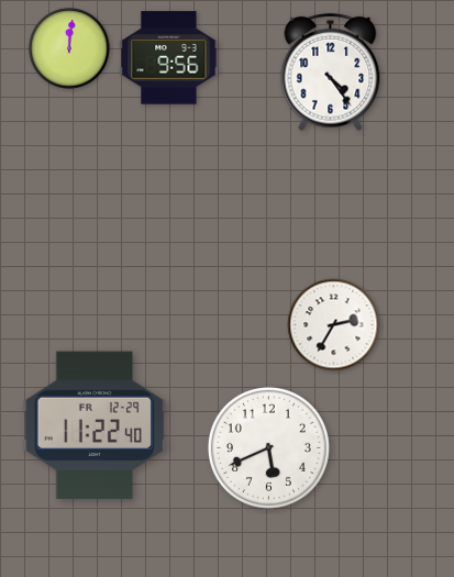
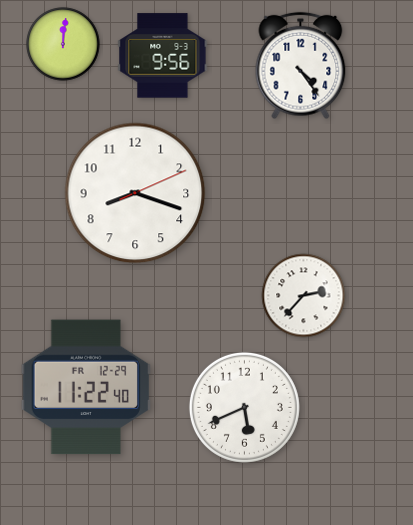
clock at (169, 58) position: (169, 58) -> (163, 56)
clock at (135, 193): none -> 8:18
clock at (334, 325): 2:35 -> 2:37
